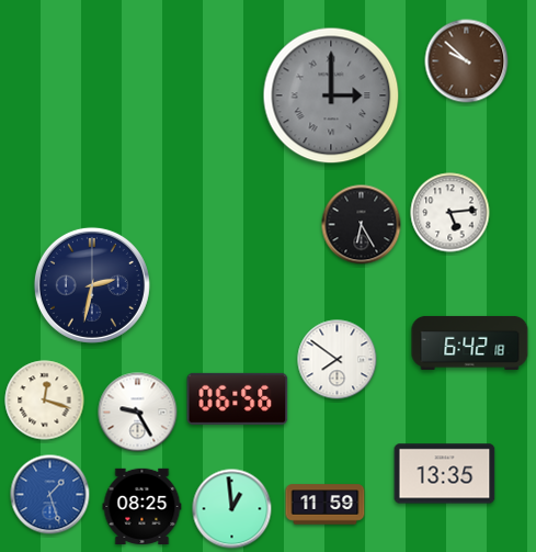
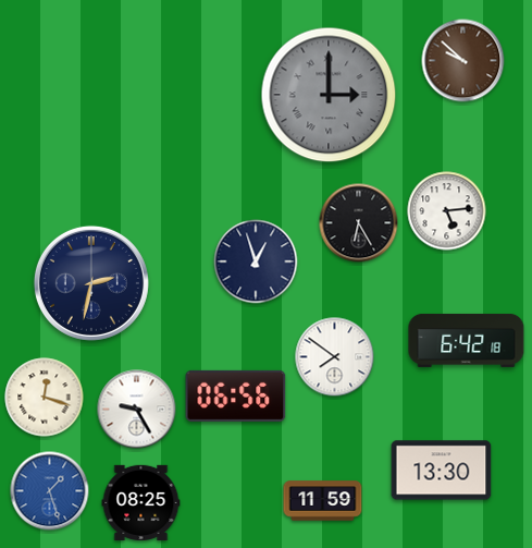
clock at (256, 261): none -> 12:57
clock at (445, 474): 13:35 -> 13:30
clock at (232, 509): 12:59 -> none
